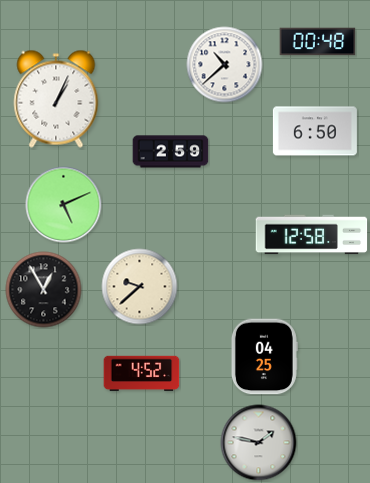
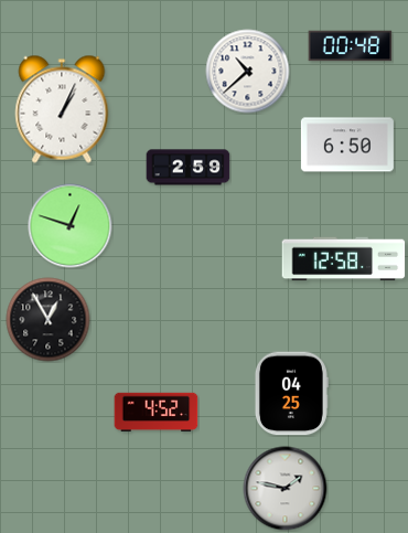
clock at (64, 205): 5:11 -> 12:48
clock at (140, 287): 9:38 -> none
